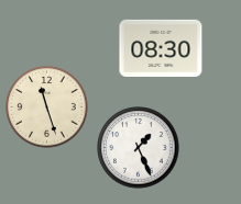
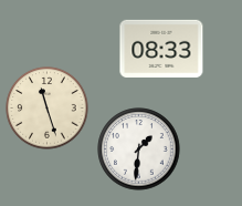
clock at (161, 48): 08:30 -> 08:33
clock at (139, 148): 1:26 -> 1:31
